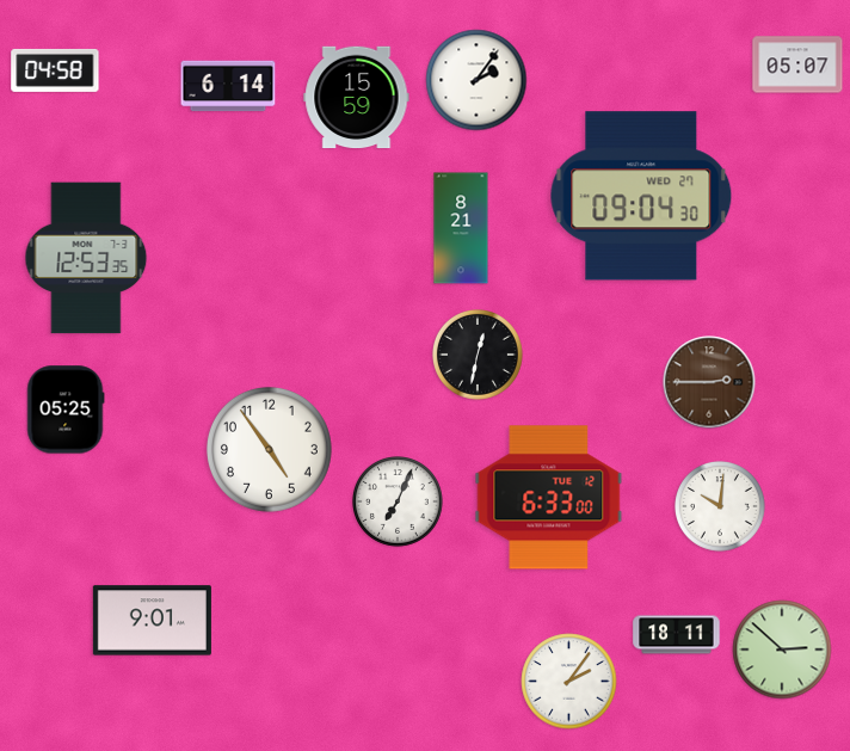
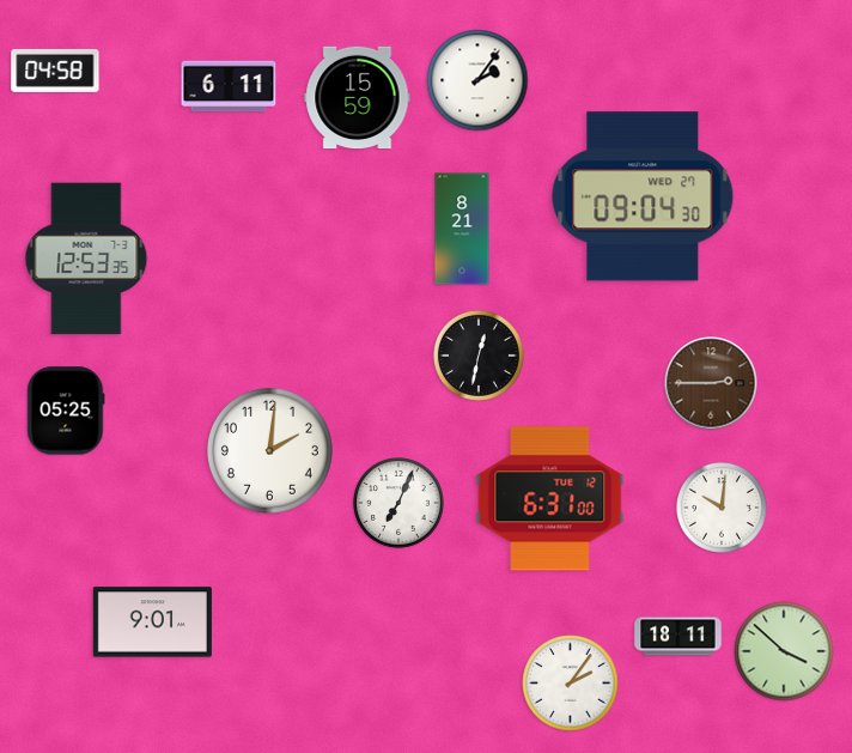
clock at (797, 64): 05:07 -> none
clock at (228, 86): 6:14 -> 6:11
clock at (269, 449): 4:54 -> 2:01
clock at (549, 498): 6:33 -> 6:31
clock at (782, 650): 2:52 -> 3:52
